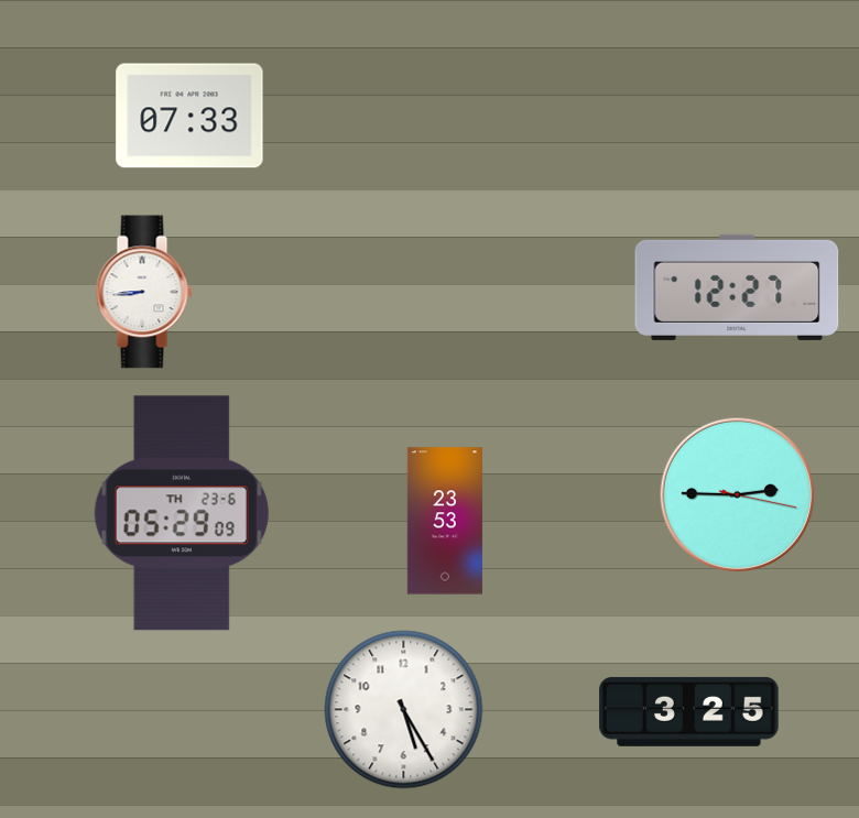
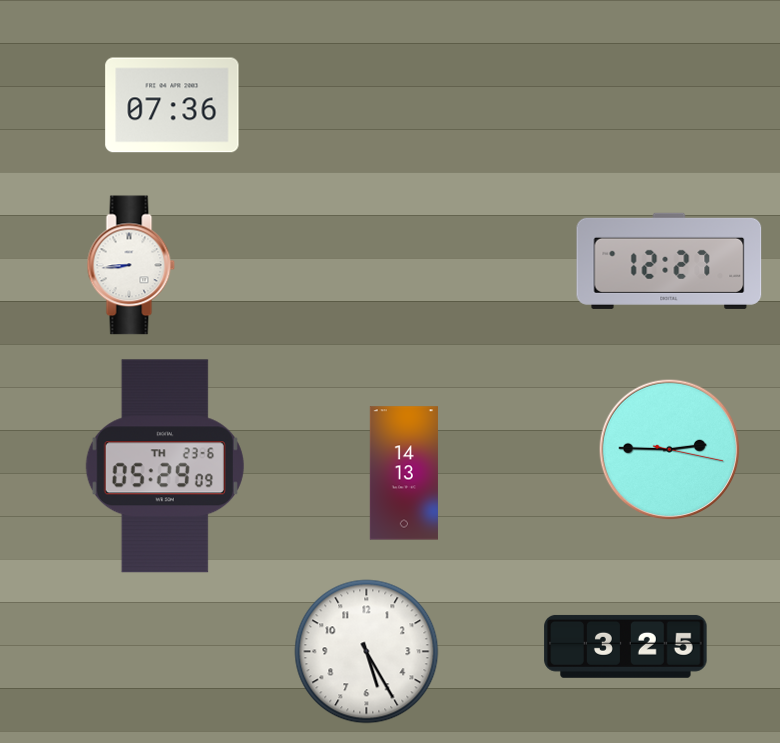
clock at (189, 116): 07:33 -> 07:36
clock at (445, 521): 23:53 -> 14:13
clock at (404, 710) position: (404, 710) -> (367, 652)
